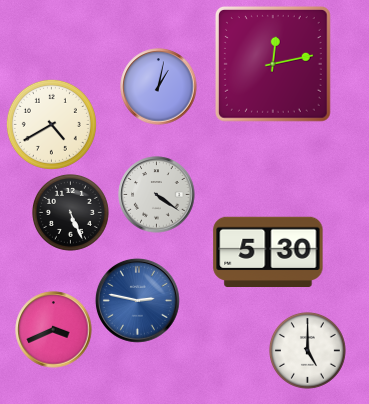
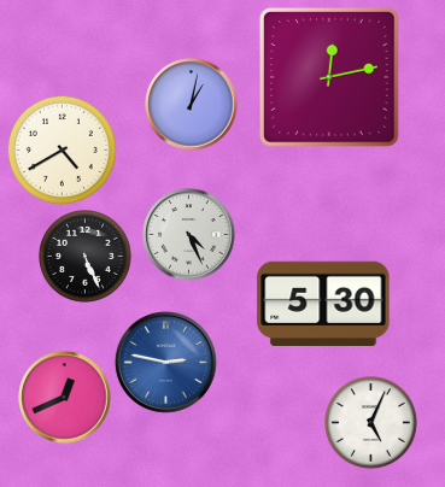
clock at (157, 195): 4:21 -> 4:26
clock at (54, 330): 3:41 -> 12:41
clock at (307, 350): 5:00 -> 5:04
